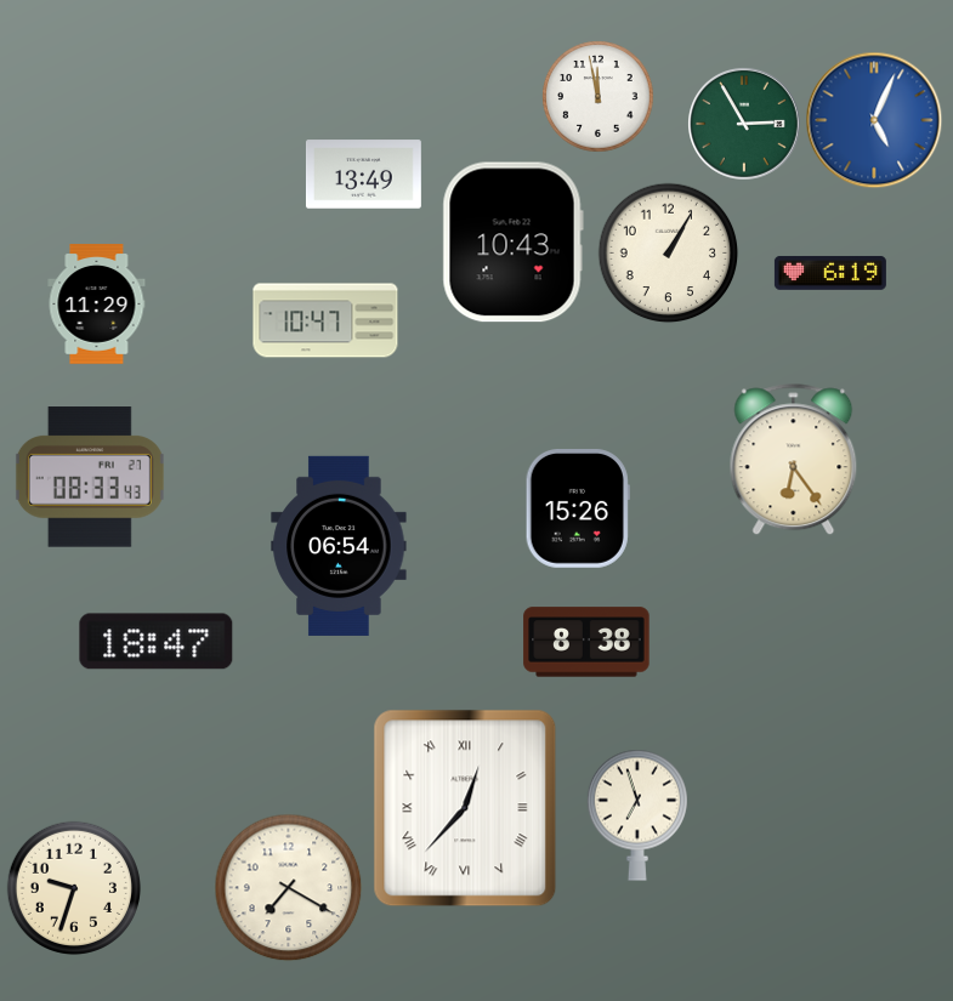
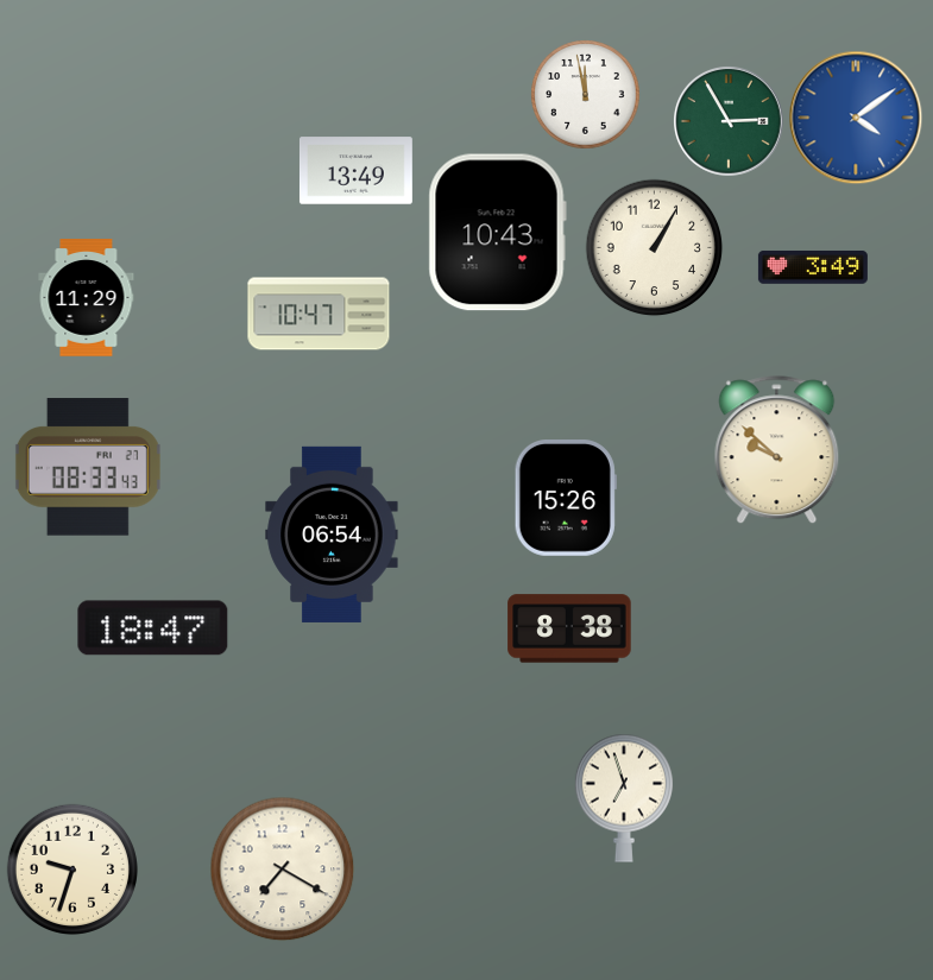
clock at (874, 120): 5:04 -> 4:09
clock at (512, 243) position: (512, 243) -> (497, 233)
clock at (830, 273): 6:19 -> 3:49
clock at (97, 305) position: (97, 305) -> (87, 298)
clock at (794, 460): 6:24 -> 9:52
clock at (586, 642) position: (586, 642) -> (569, 628)
clock at (465, 808): 12:37 -> none
